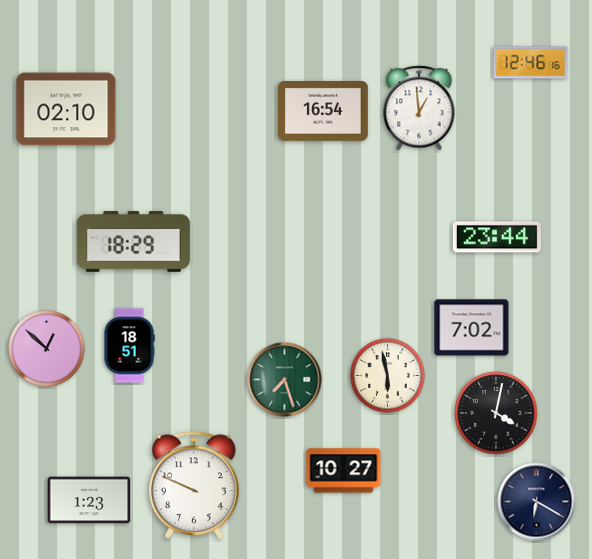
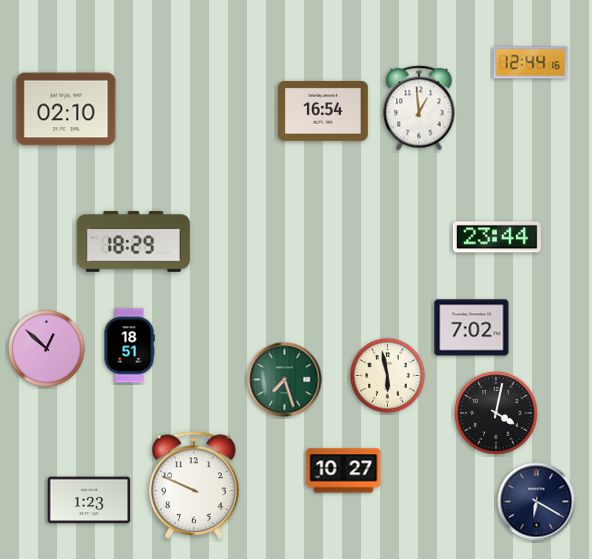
clock at (531, 63): 12:46 -> 12:44
